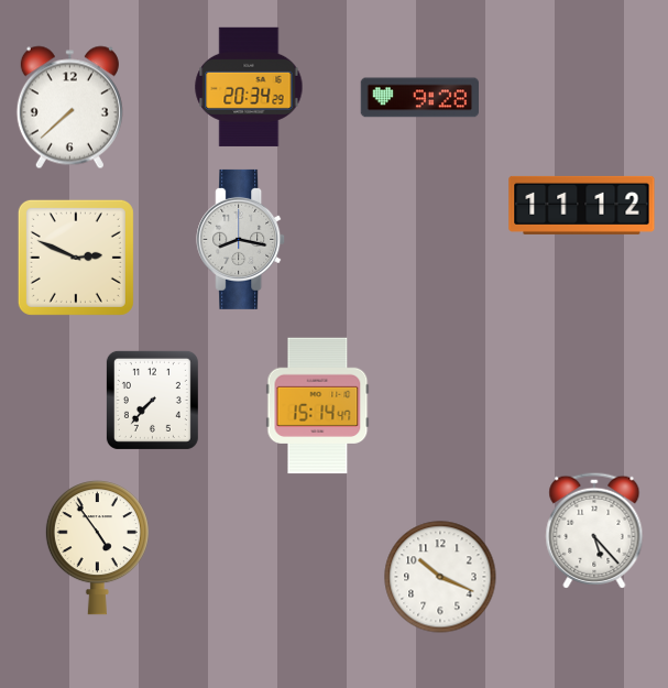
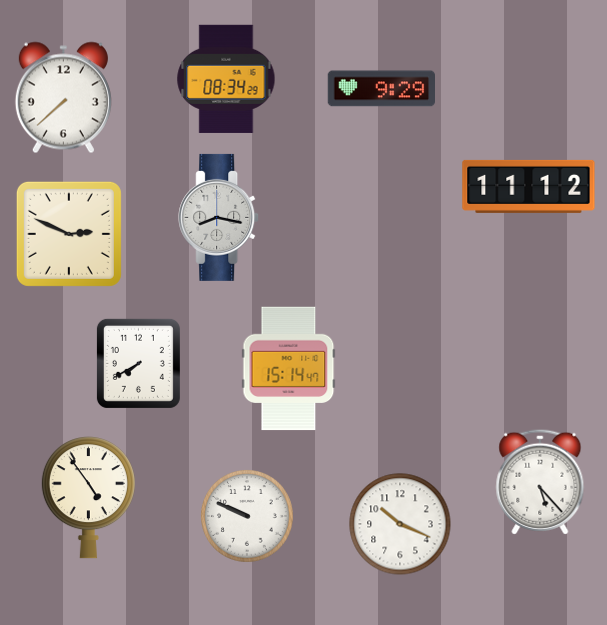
clock at (249, 87): 20:34 -> 08:34
clock at (419, 98): 9:28 -> 9:29
clock at (152, 400): 7:37 -> 7:40
clock at (248, 517): none -> 9:49
